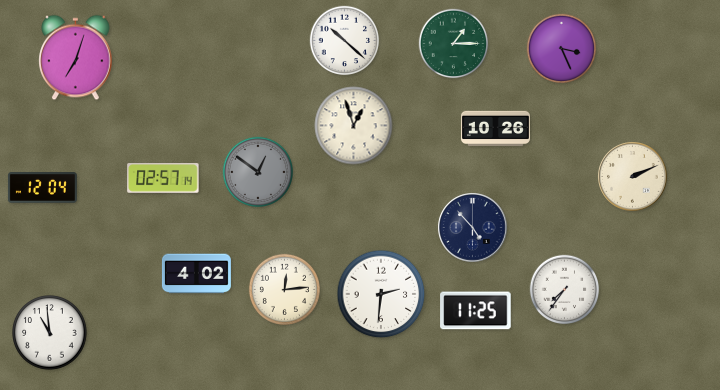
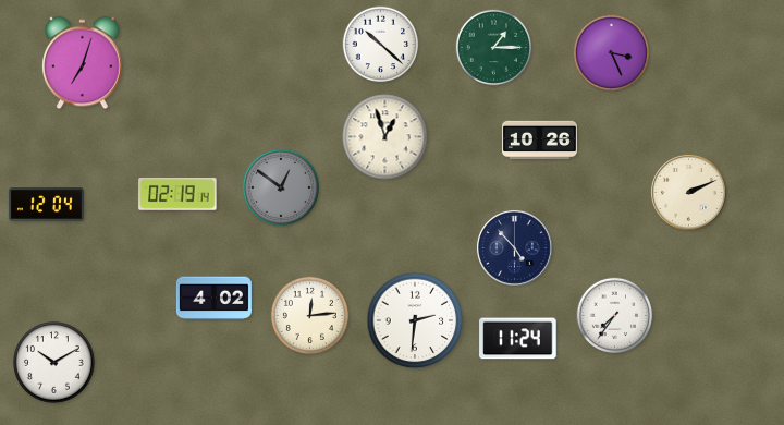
clock at (345, 41) position: (345, 41) -> (381, 45)
clock at (163, 178): 02:57 -> 02:19
clock at (476, 311): 11:25 -> 11:24
clock at (50, 333): 10:59 -> 10:10
